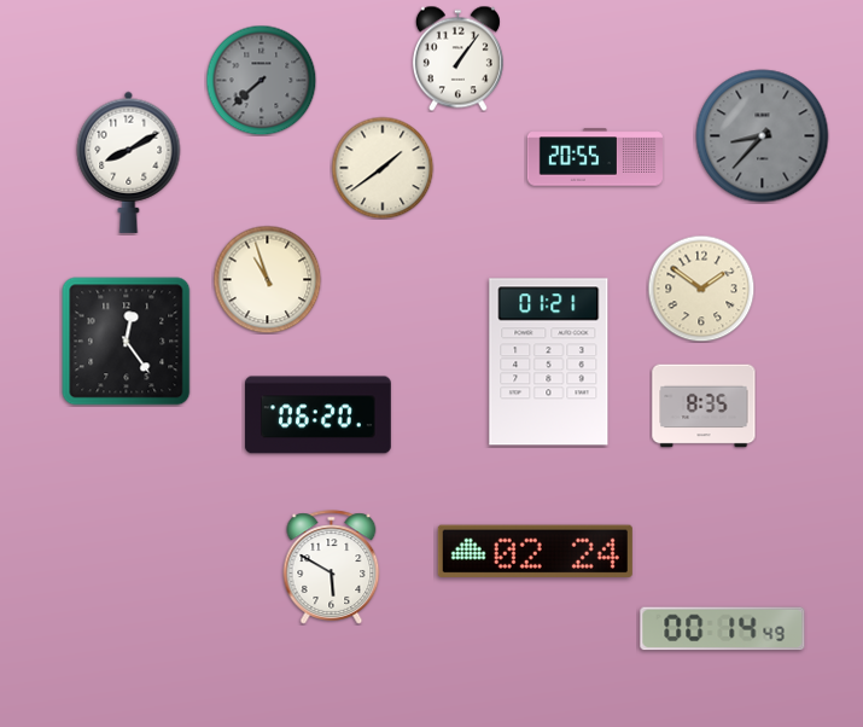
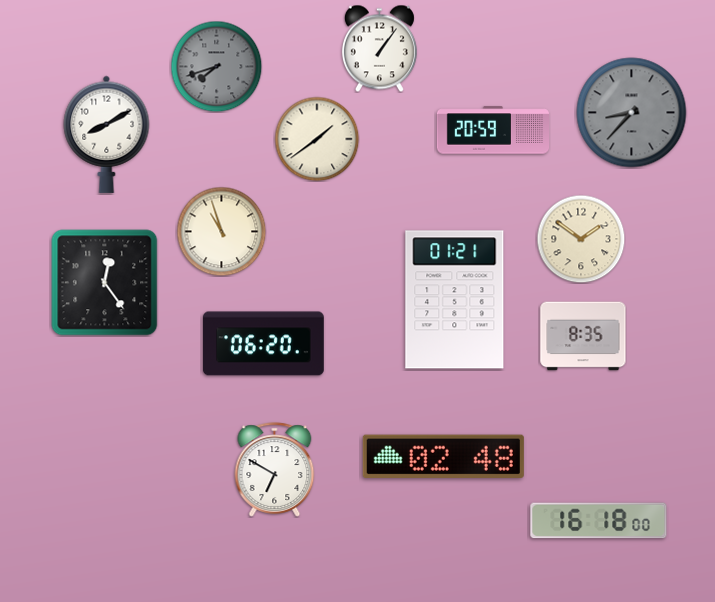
clock at (261, 80): 7:38 -> 7:42
clock at (594, 157): 20:55 -> 20:59
clock at (535, 551): 02:24 -> 02:48
clock at (332, 568): 5:50 -> 6:50
clock at (723, 629): 00:14 -> 16:18
